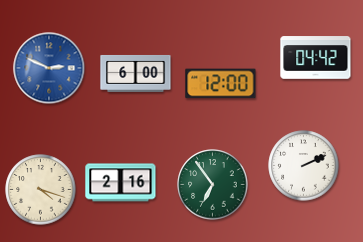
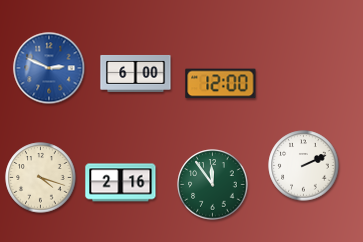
clock at (316, 58): 04:42 -> none
clock at (213, 185): 6:54 -> 11:54
clock at (41, 190) position: (41, 190) -> (41, 178)
